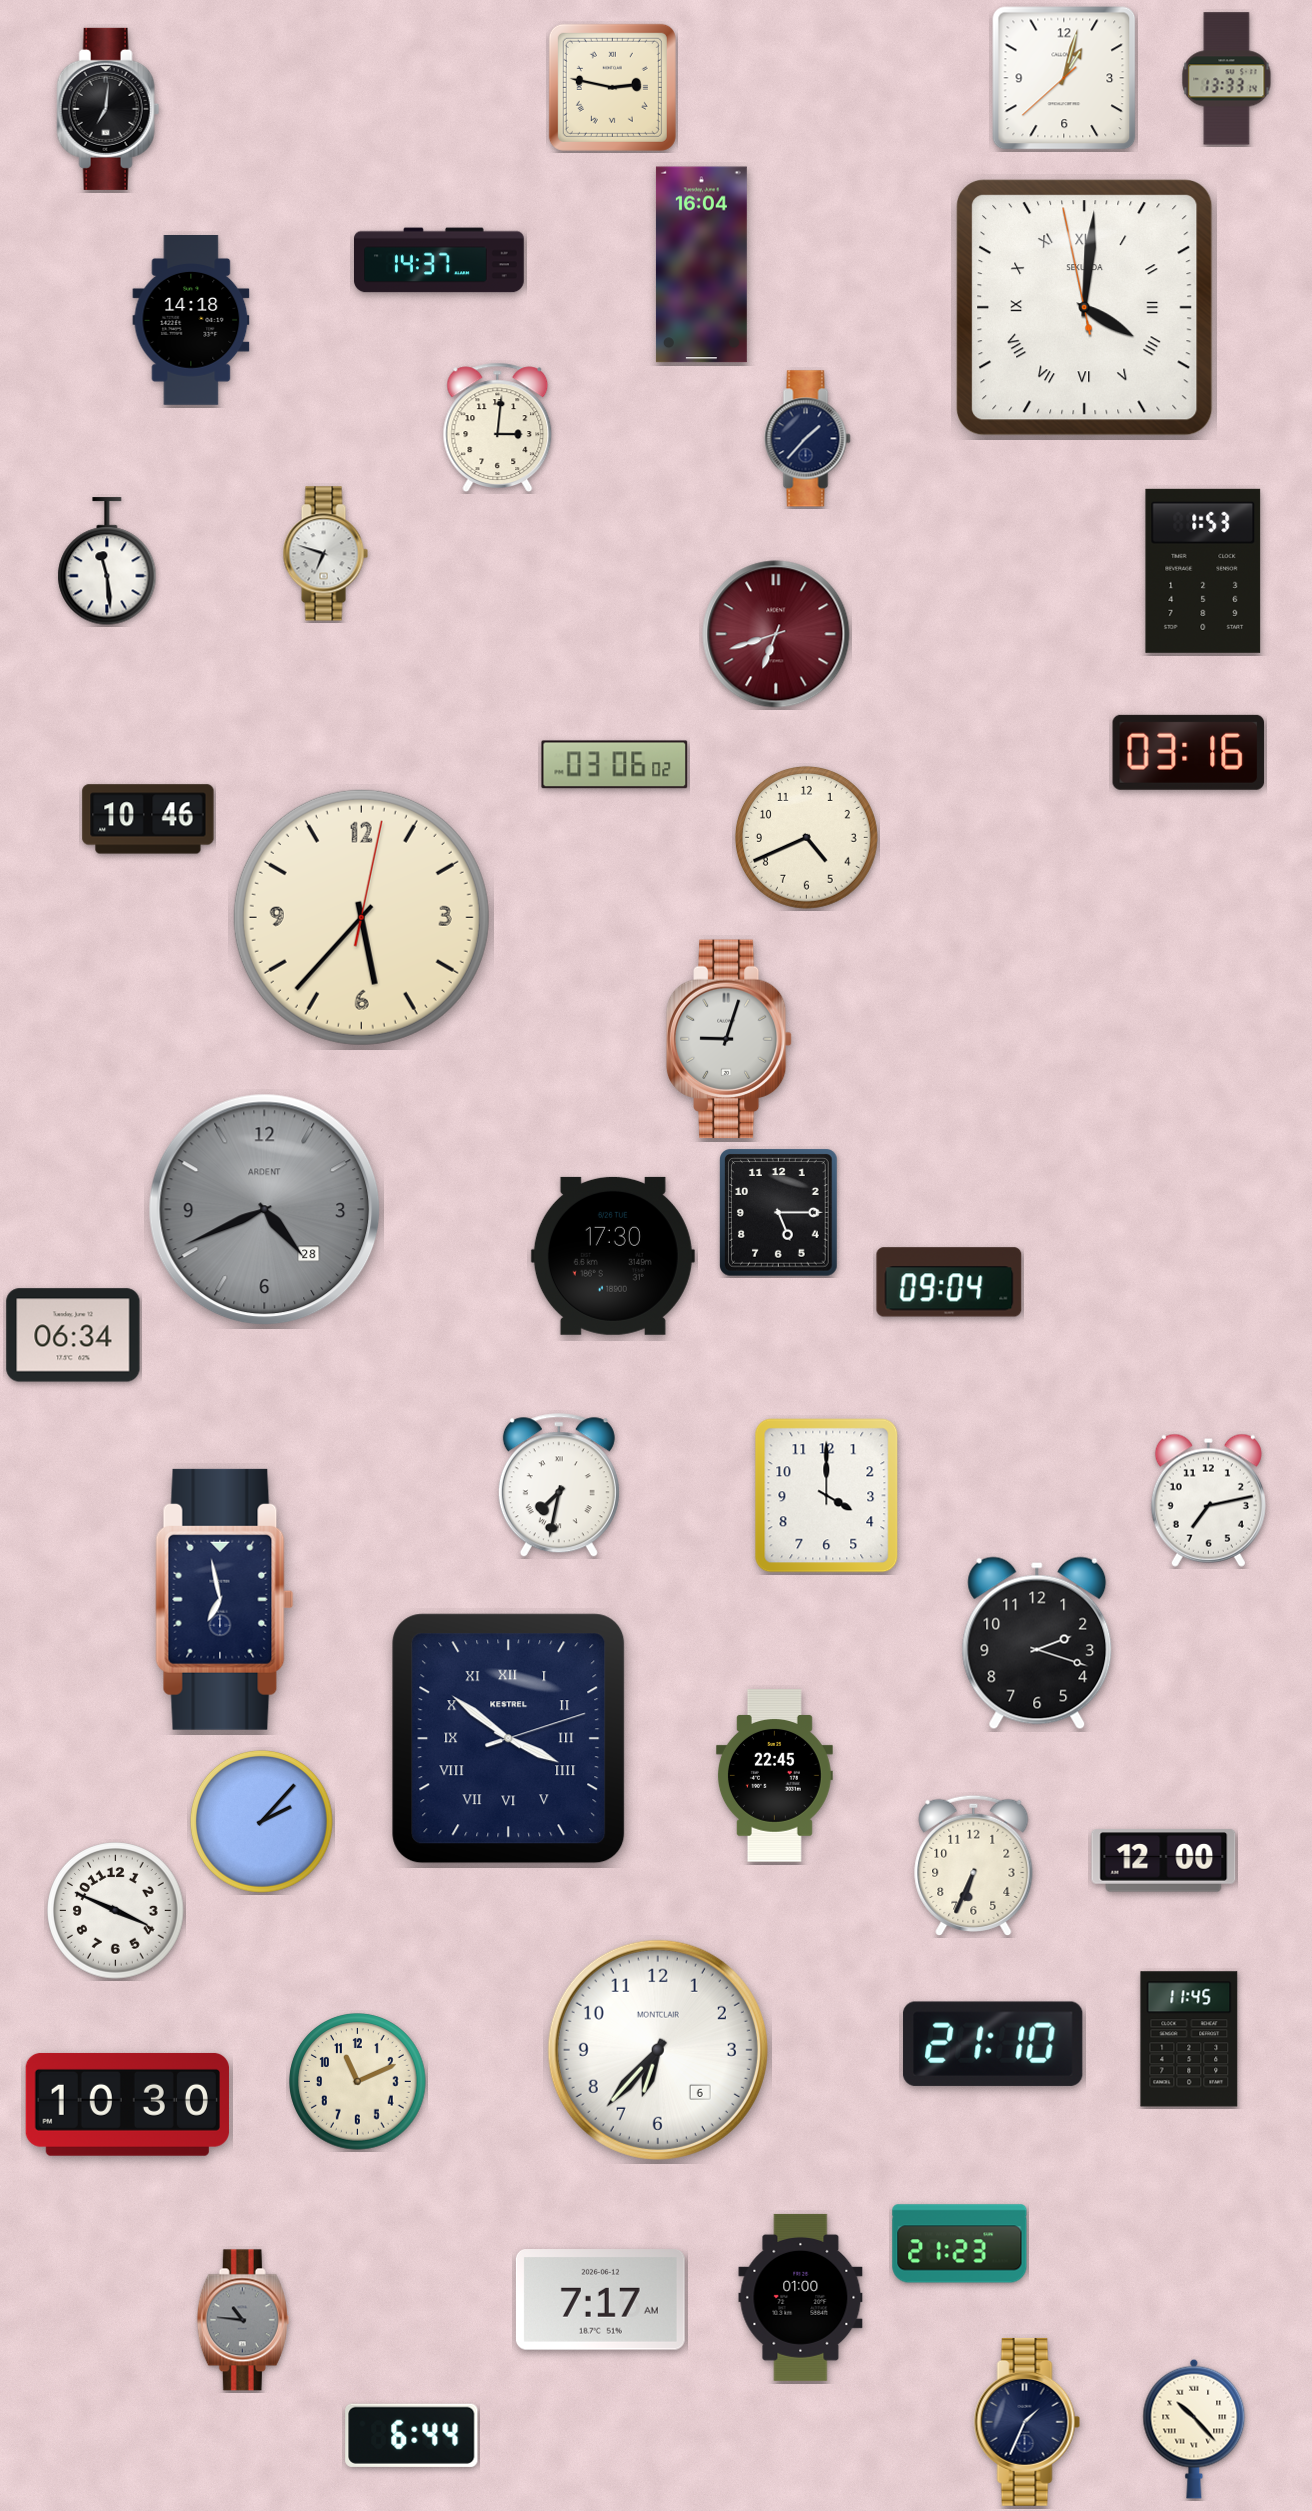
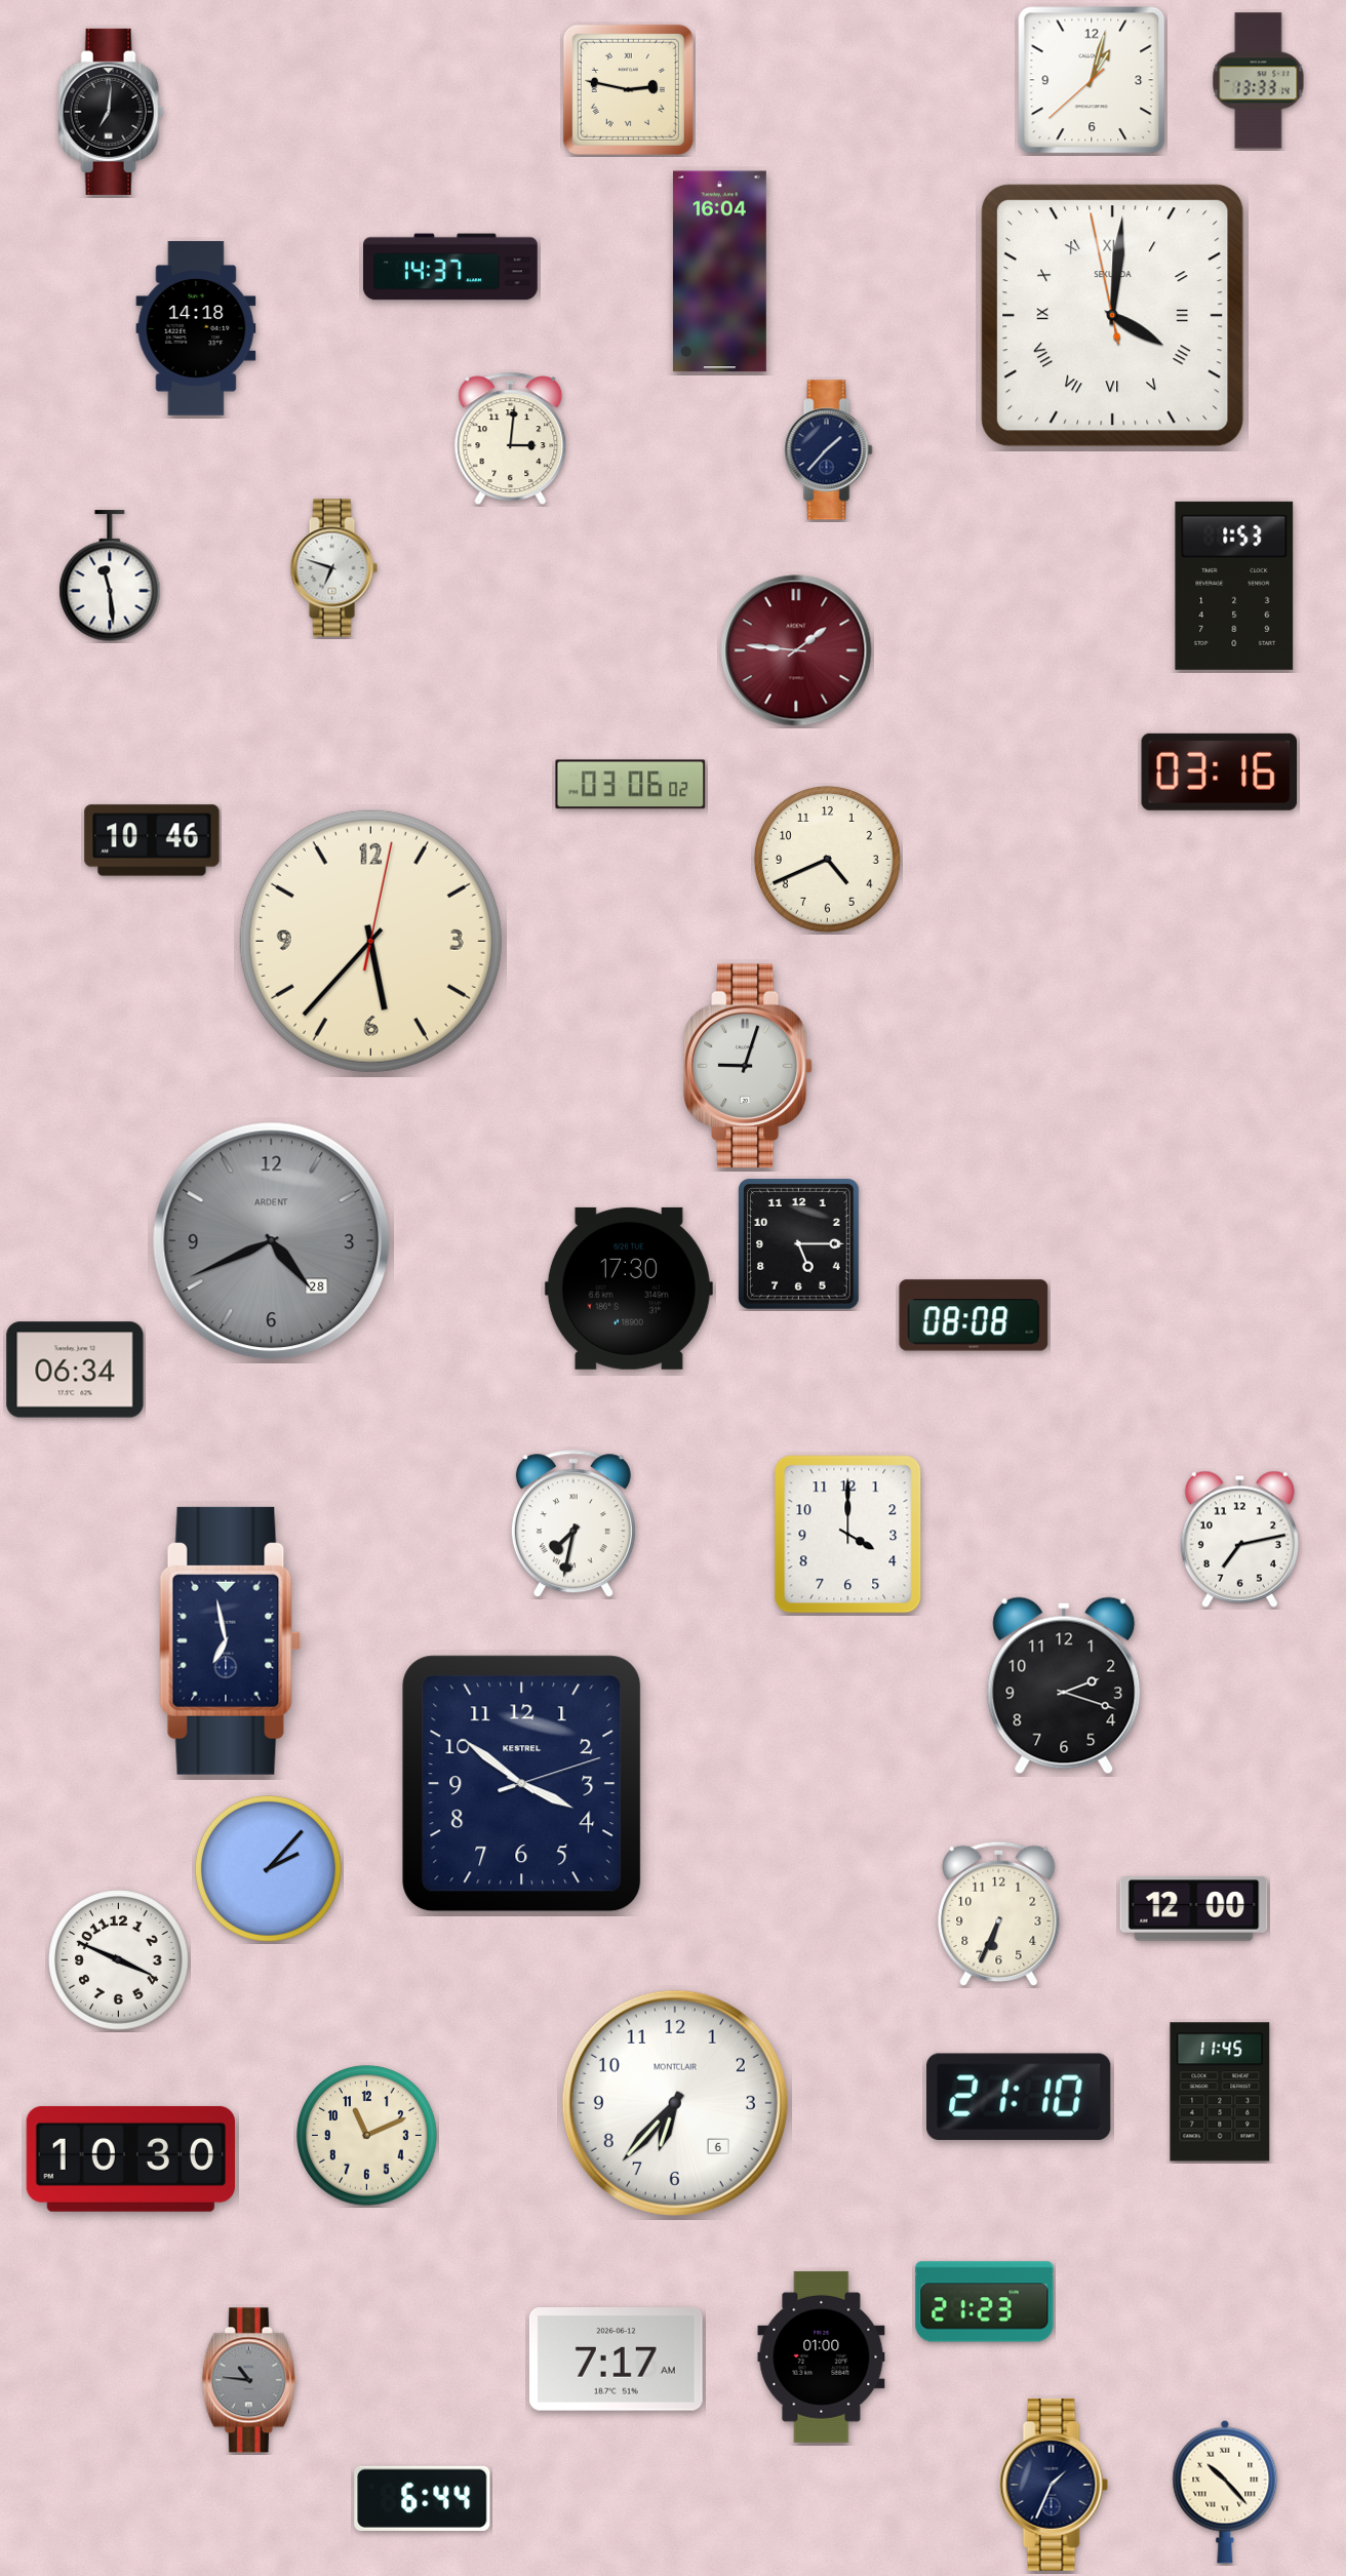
clock at (776, 634): 6:42 -> 1:46
clock at (949, 1282): 09:04 -> 08:08
clock at (509, 1739) numerals: Roman -> Arabic
clock at (774, 1776): 22:45 -> none
